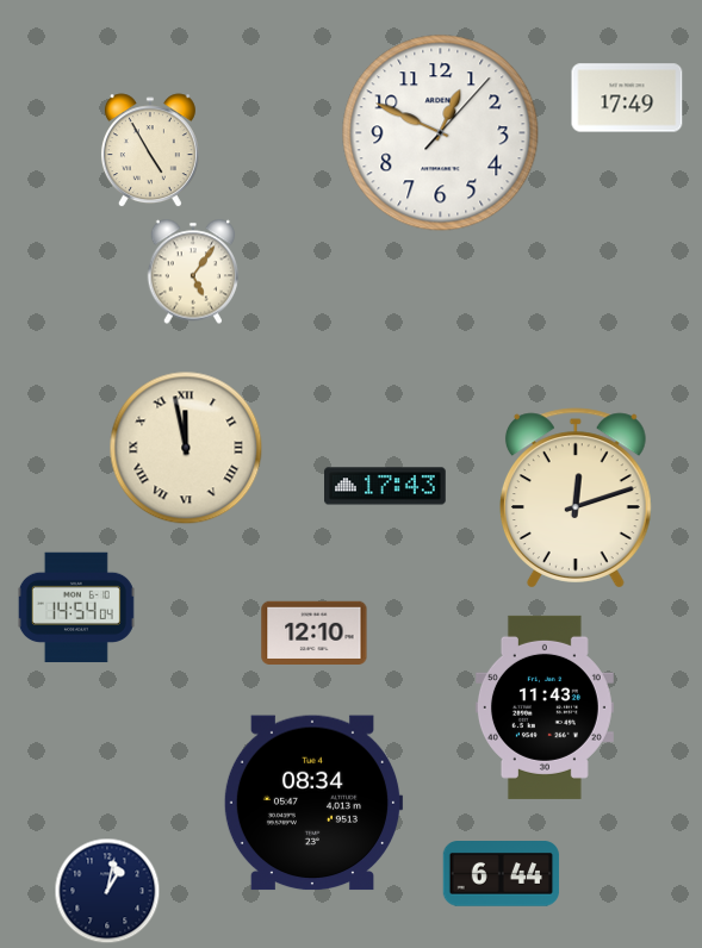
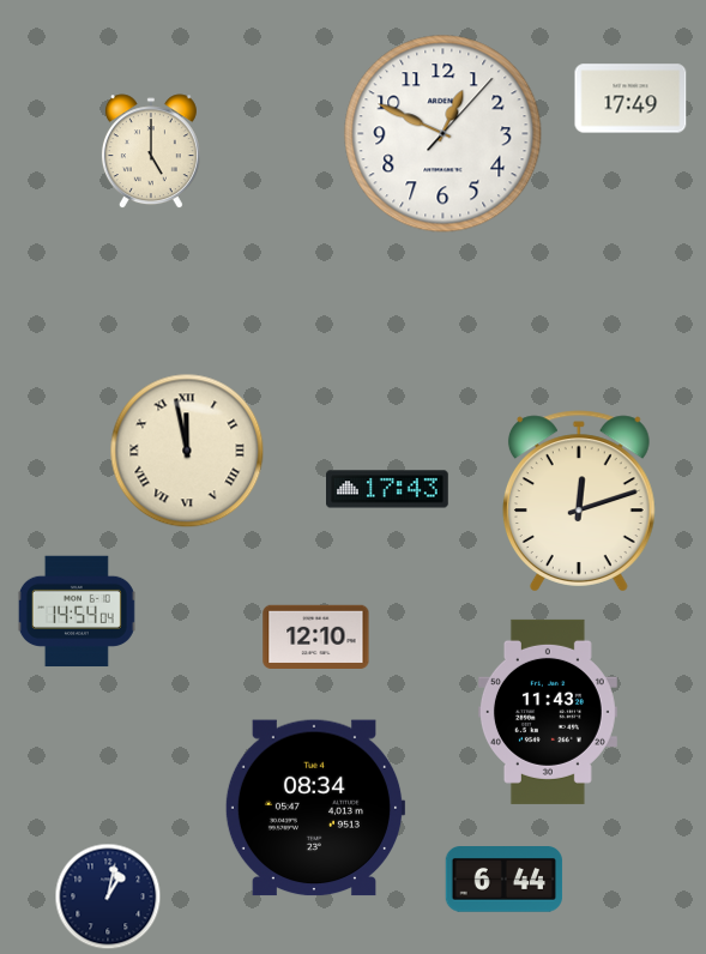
clock at (150, 151): 4:55 -> 5:00
clock at (193, 272): 5:06 -> none
